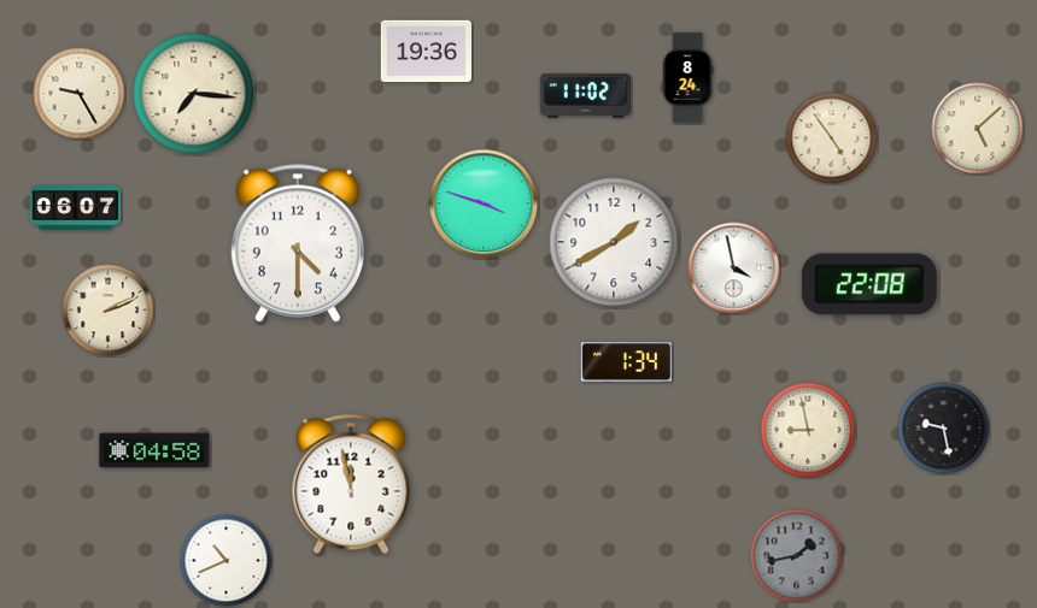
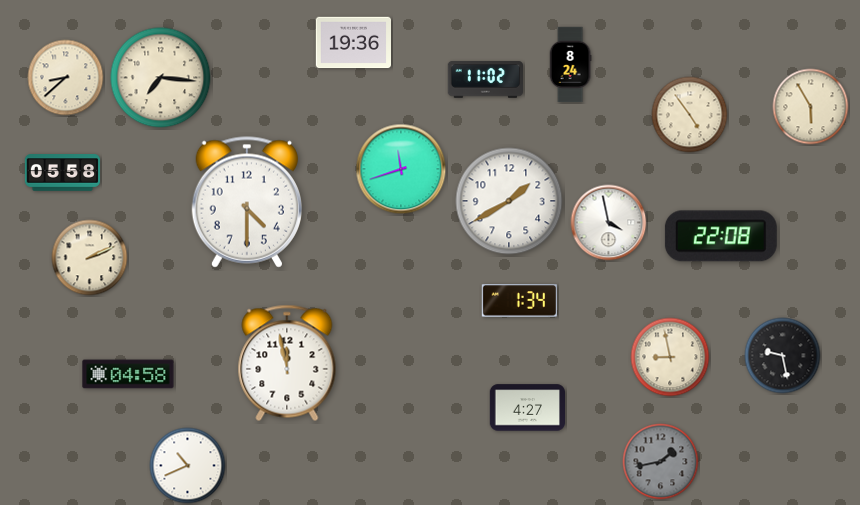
clock at (80, 94): 9:25 -> 8:38
clock at (978, 129): 5:08 -> 5:55
clock at (484, 203): 3:48 -> 11:42
clock at (76, 208): 06:07 -> 05:58
clock at (351, 484) position: (351, 484) -> (287, 363)
clock at (528, 408): none -> 4:27
